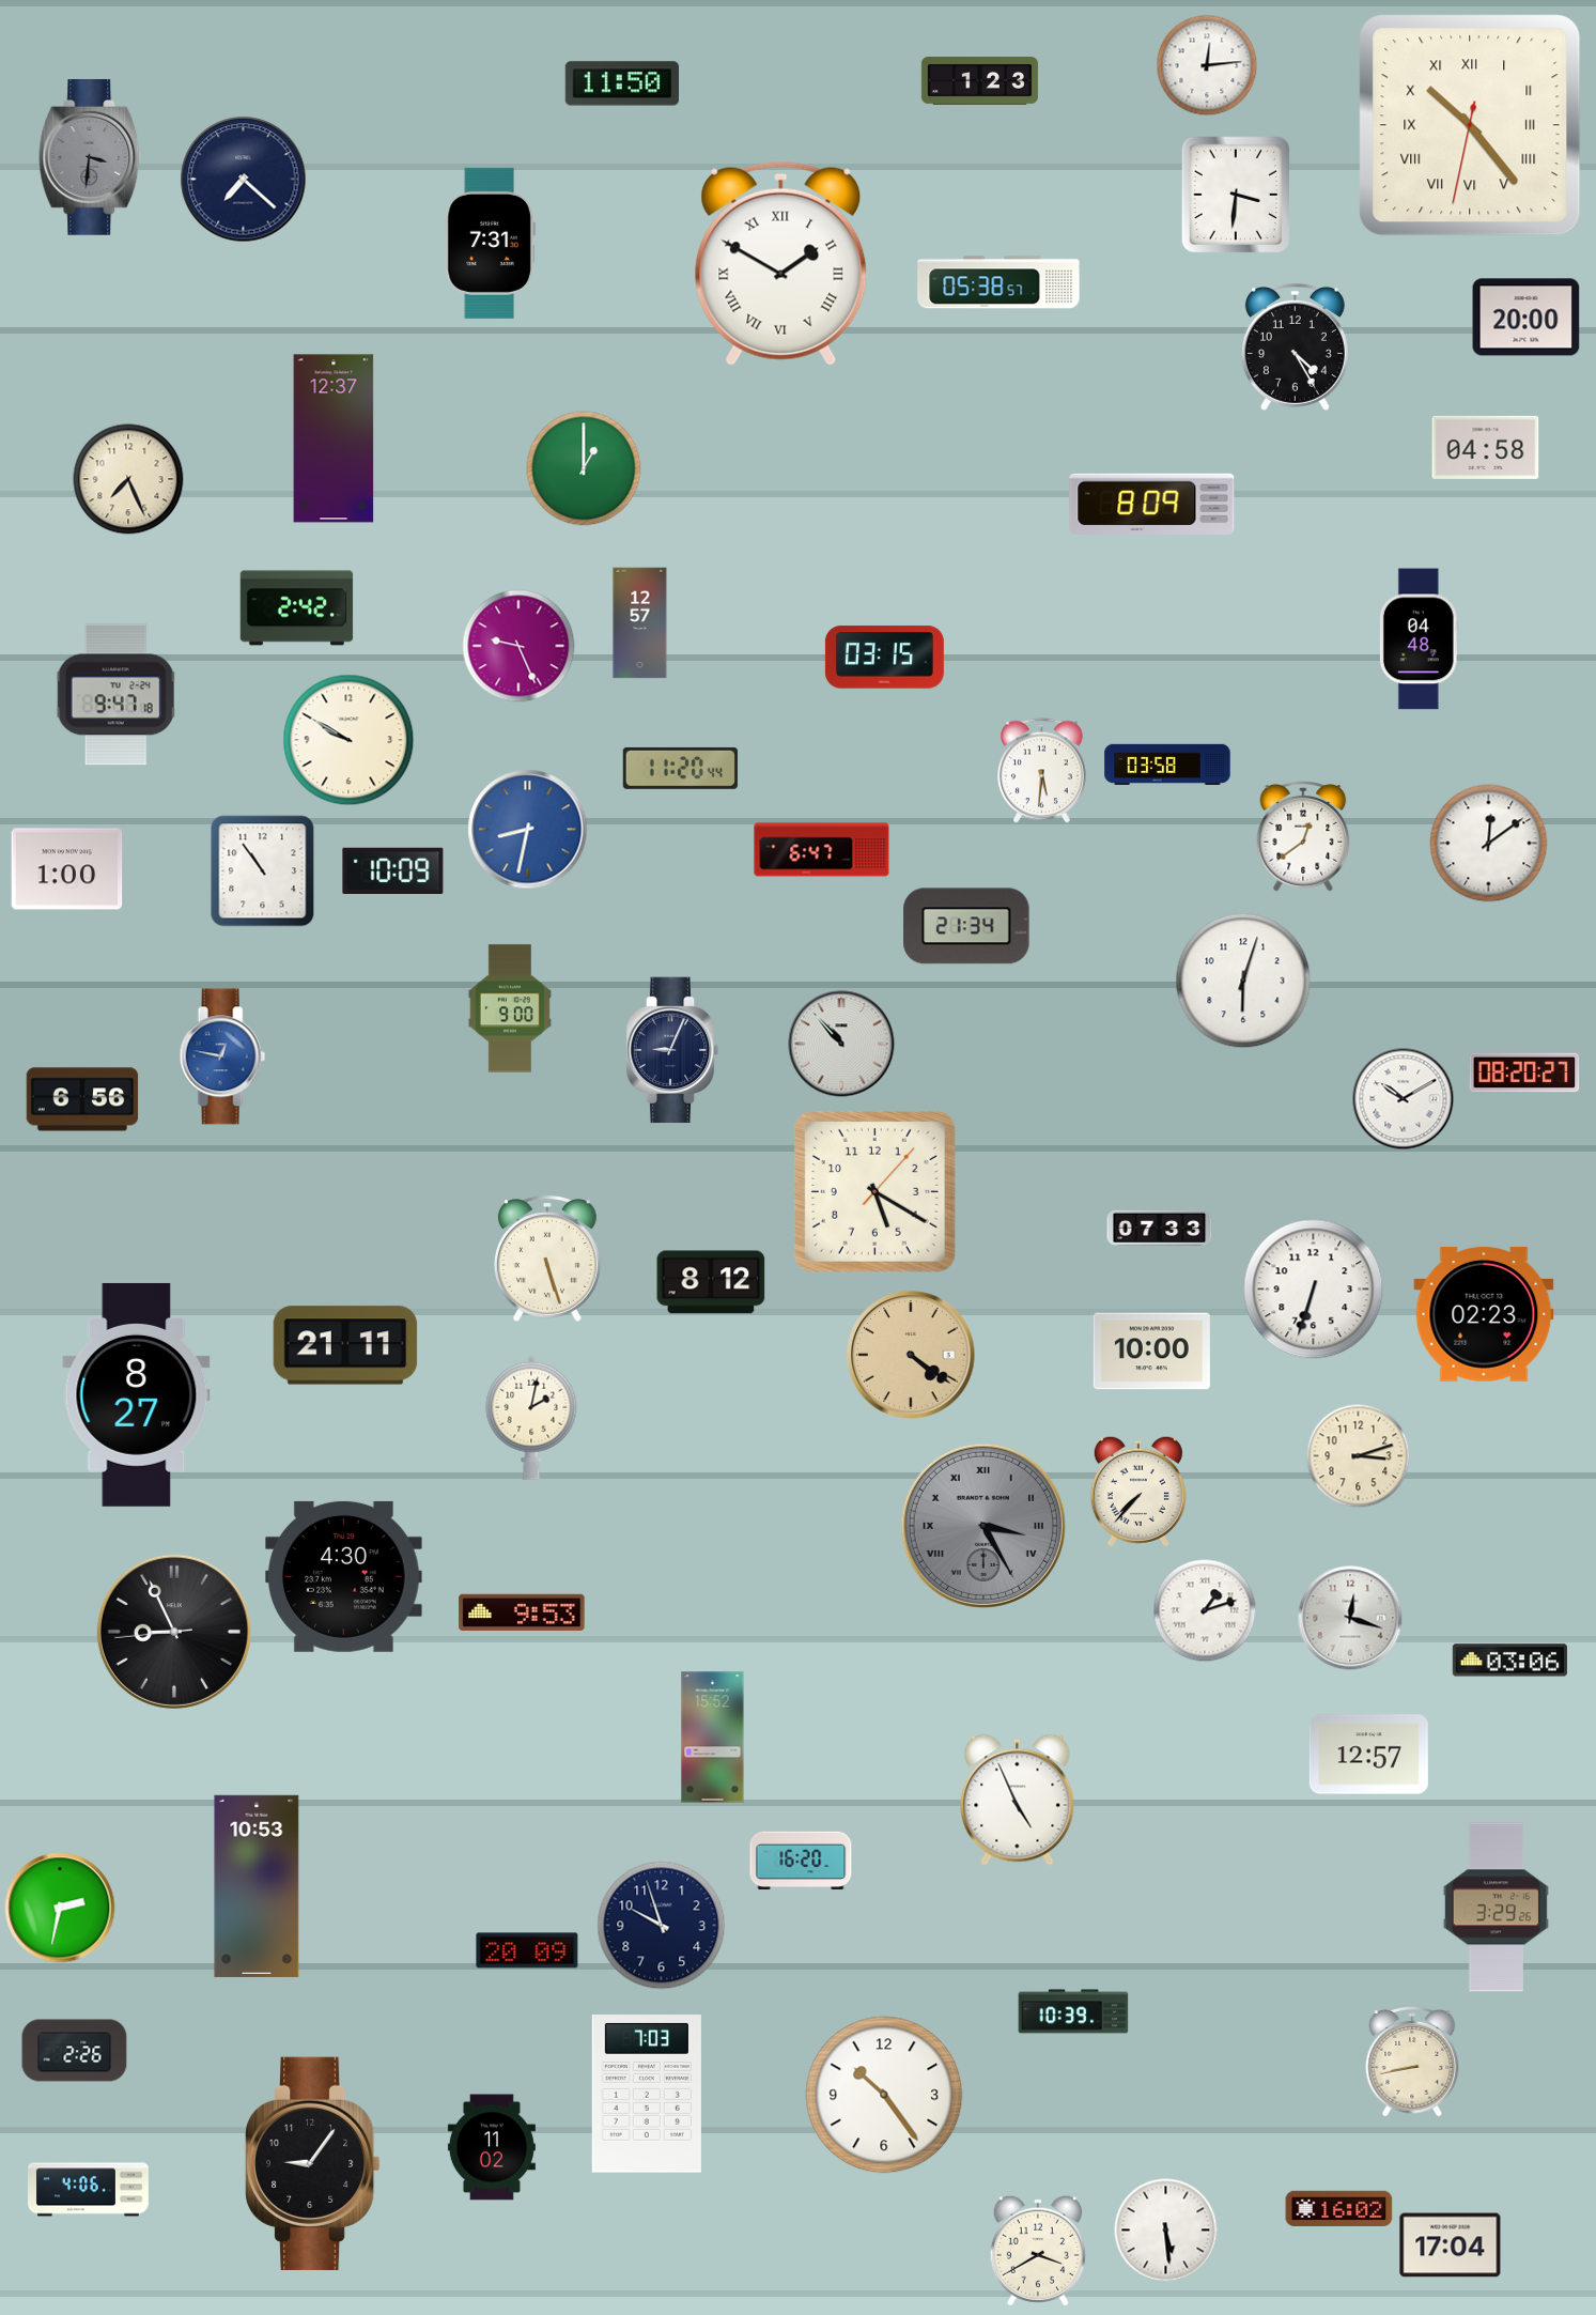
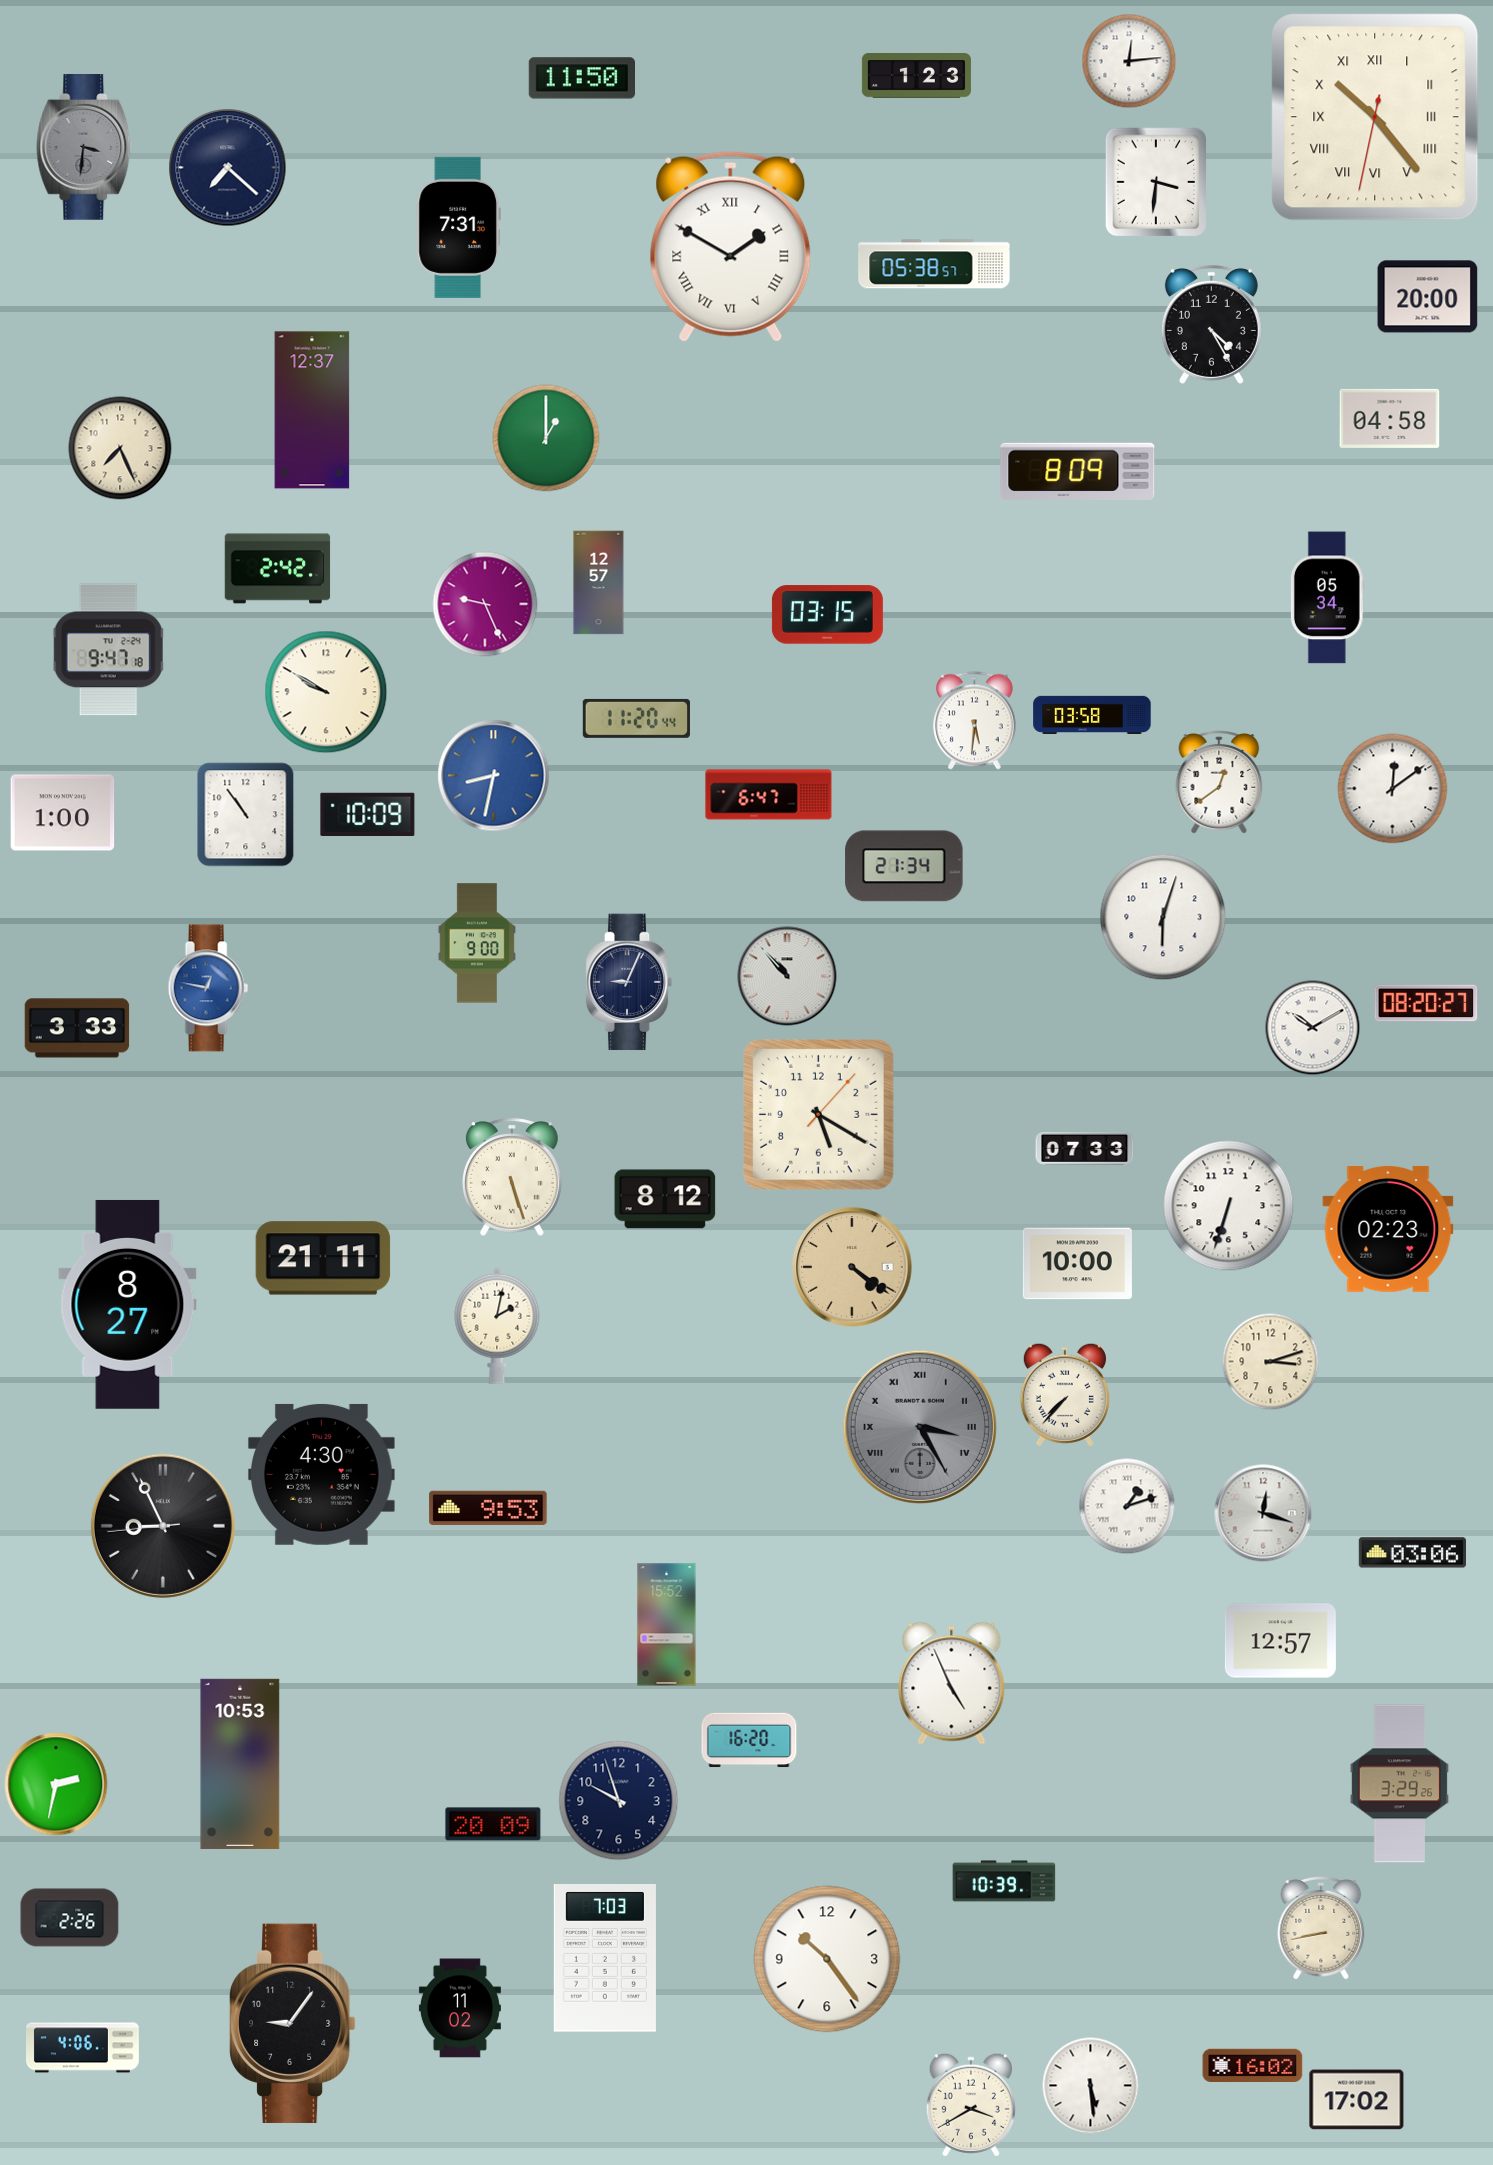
clock at (1419, 639): 04:48 -> 05:34
clock at (82, 1099): 6:56 -> 3:33
clock at (1451, 2245): 17:04 -> 17:02
